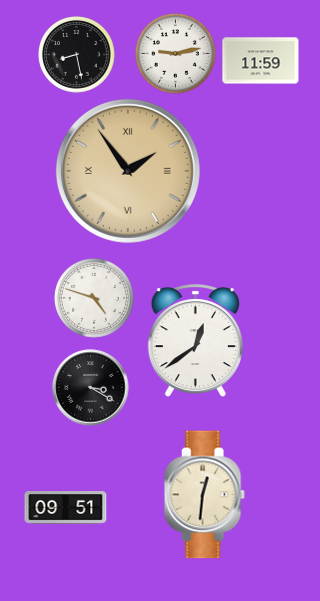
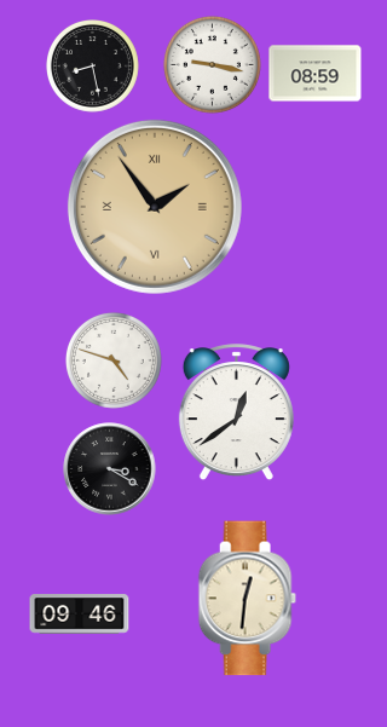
clock at (175, 53): 9:13 -> 9:17
clock at (261, 61): 11:59 -> 08:59
clock at (66, 508): 09:51 -> 09:46
